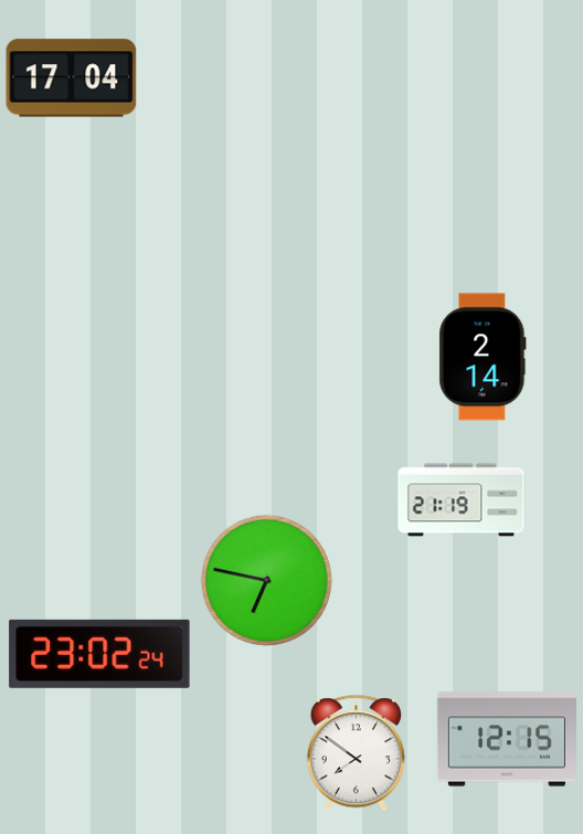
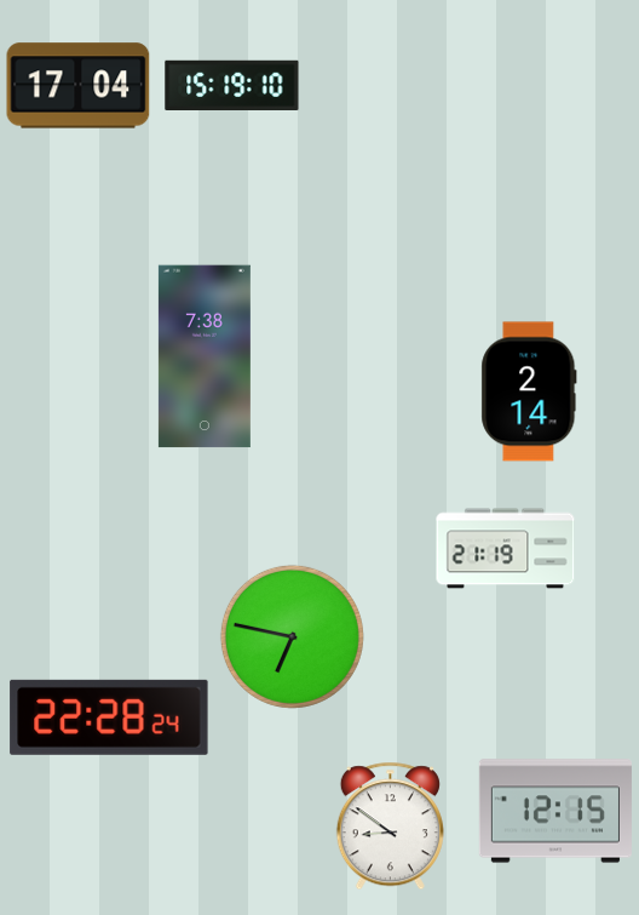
clock at (232, 85): none -> 15:19
clock at (205, 356): none -> 7:38
clock at (99, 654): 23:02 -> 22:28
clock at (356, 753): 7:51 -> 8:51
